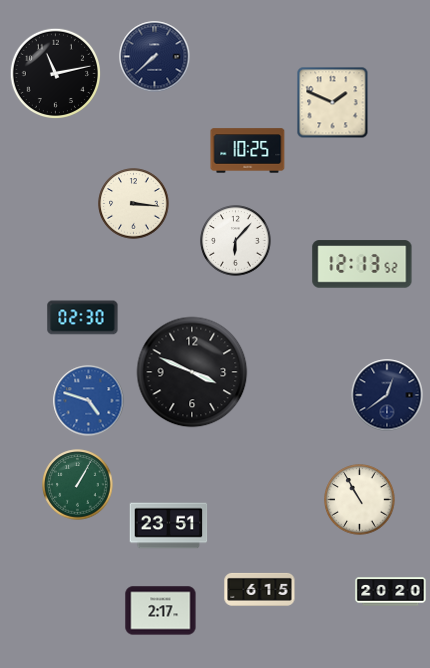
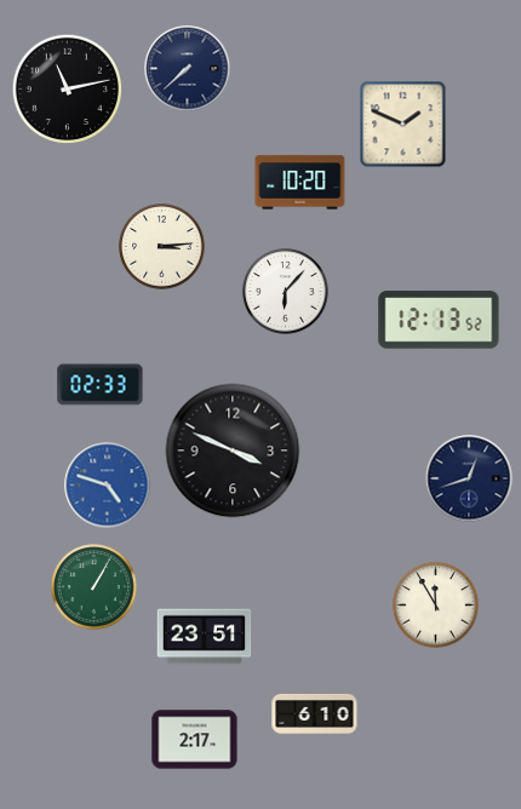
clock at (248, 151): 10:25 -> 10:20
clock at (134, 204): 3:16 -> 3:14
clock at (83, 318): 02:30 -> 02:33
clock at (387, 395): 12:39 -> 12:42
clock at (360, 500): 10:55 -> 11:55
clock at (260, 589): 6:15 -> 6:10
clock at (391, 592): 20:20 -> none
